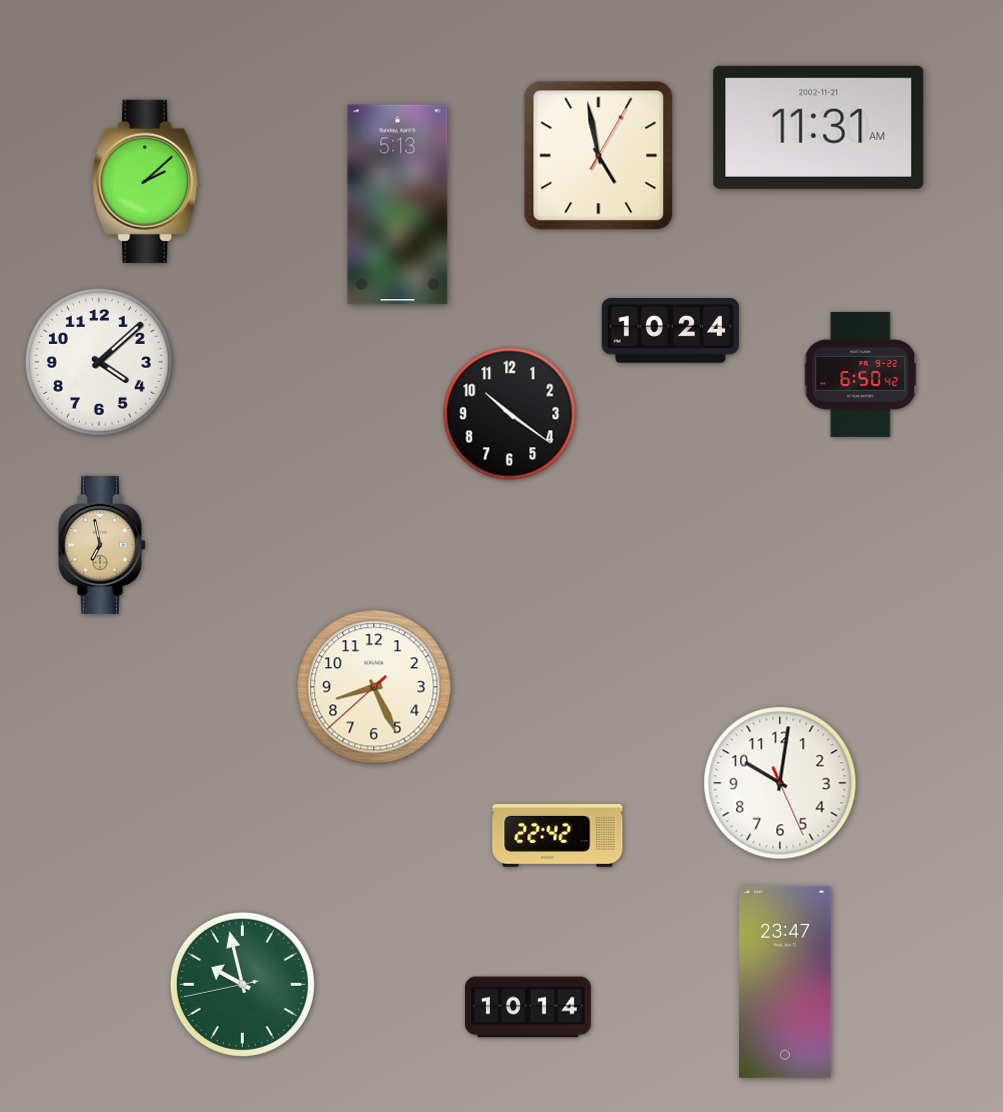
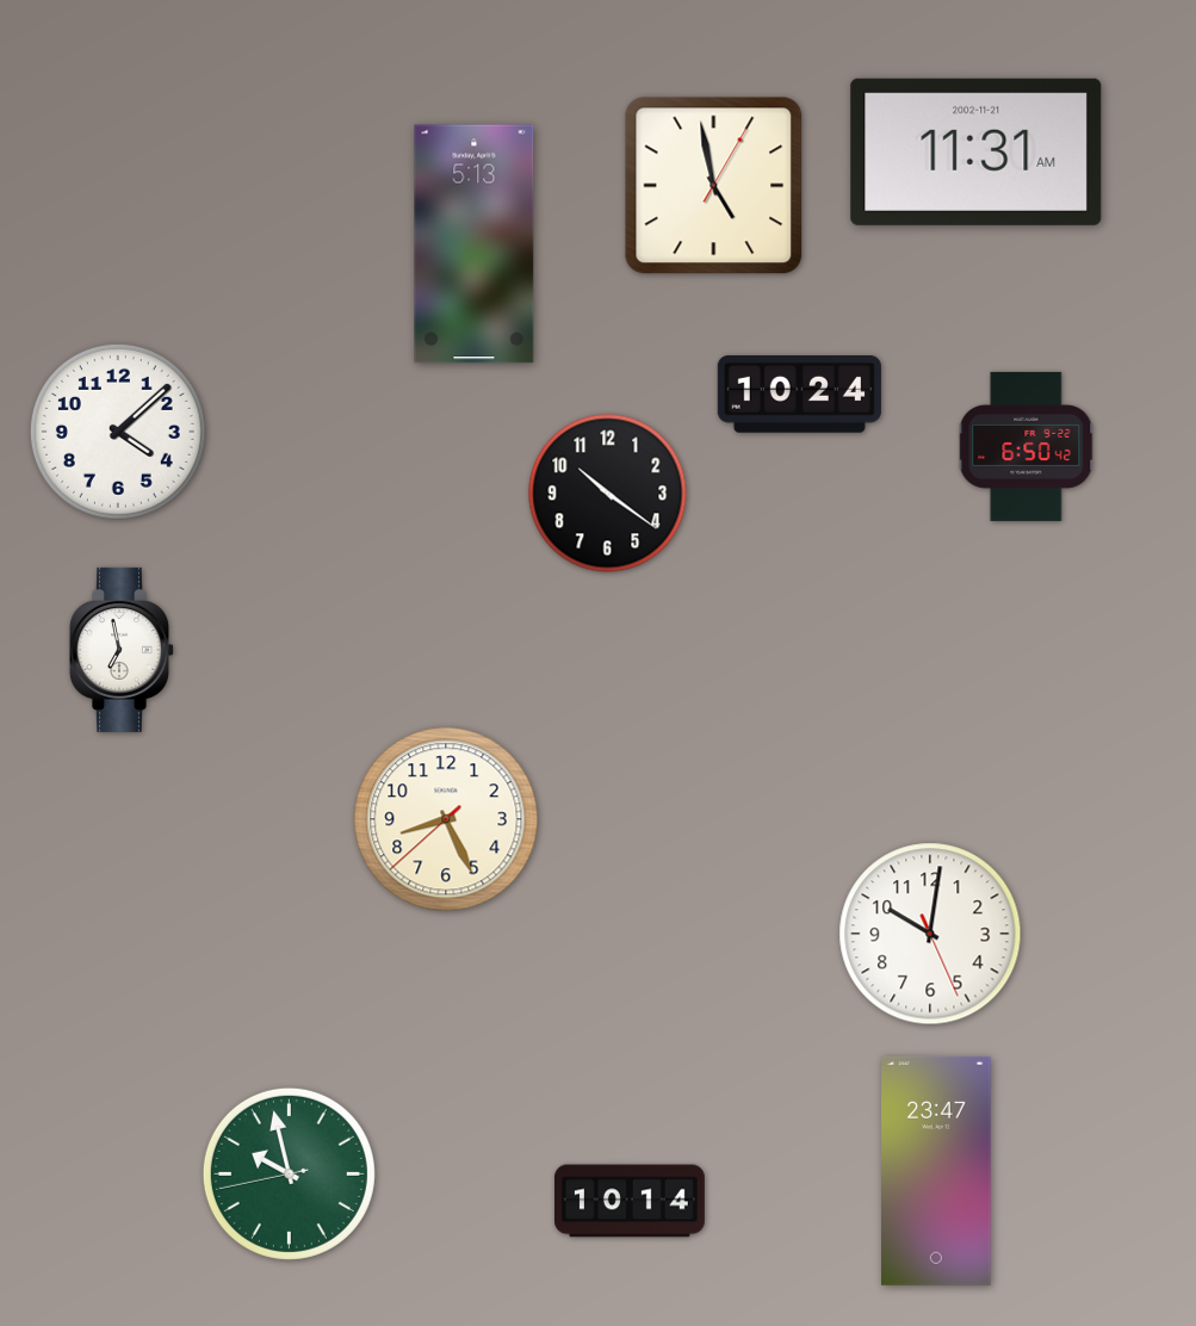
clock at (146, 181): 2:08 -> none
clock at (102, 545) dial: champagne -> white
clock at (558, 835): 22:42 -> none
